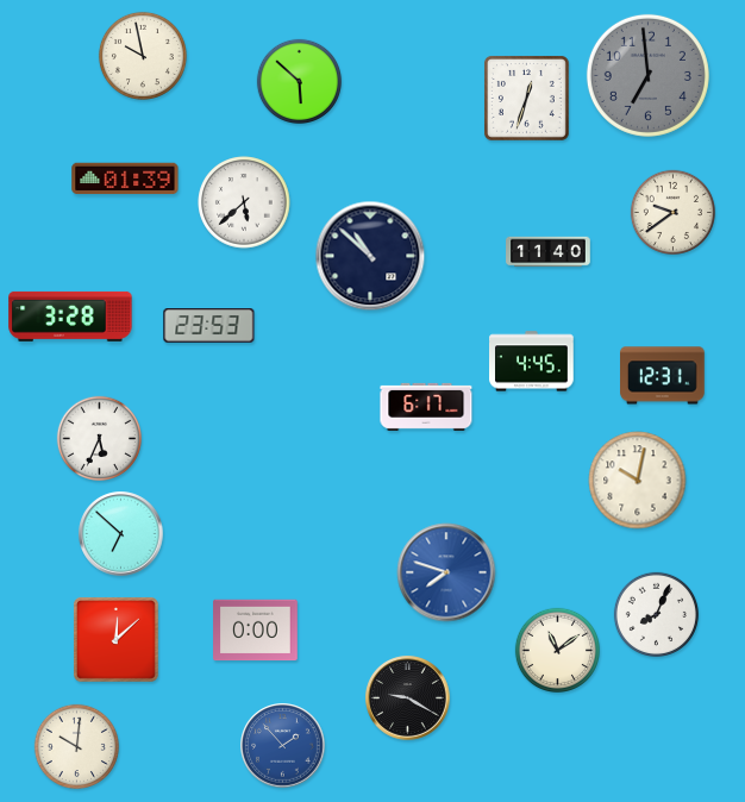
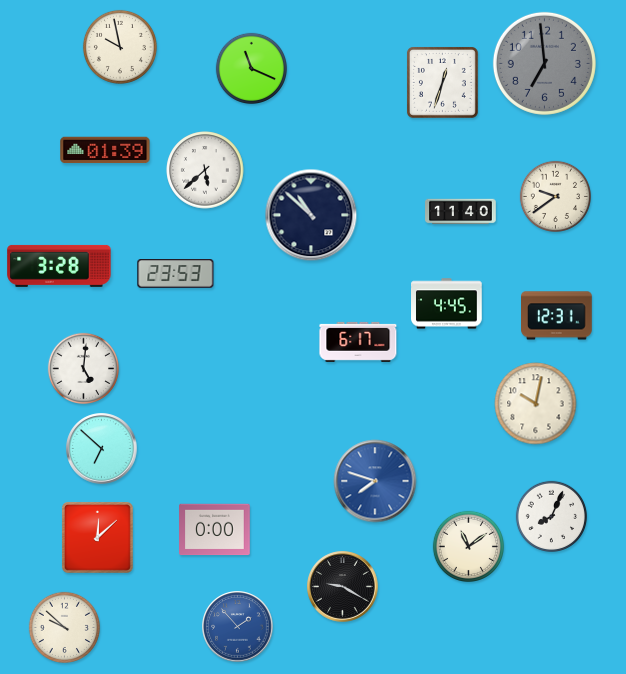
clock at (300, 82): 5:52 -> 11:19
clock at (674, 213) position: (674, 213) -> (556, 197)
clock at (100, 439): 5:34 -> 5:01
clock at (77, 747): 10:01 -> 9:52
